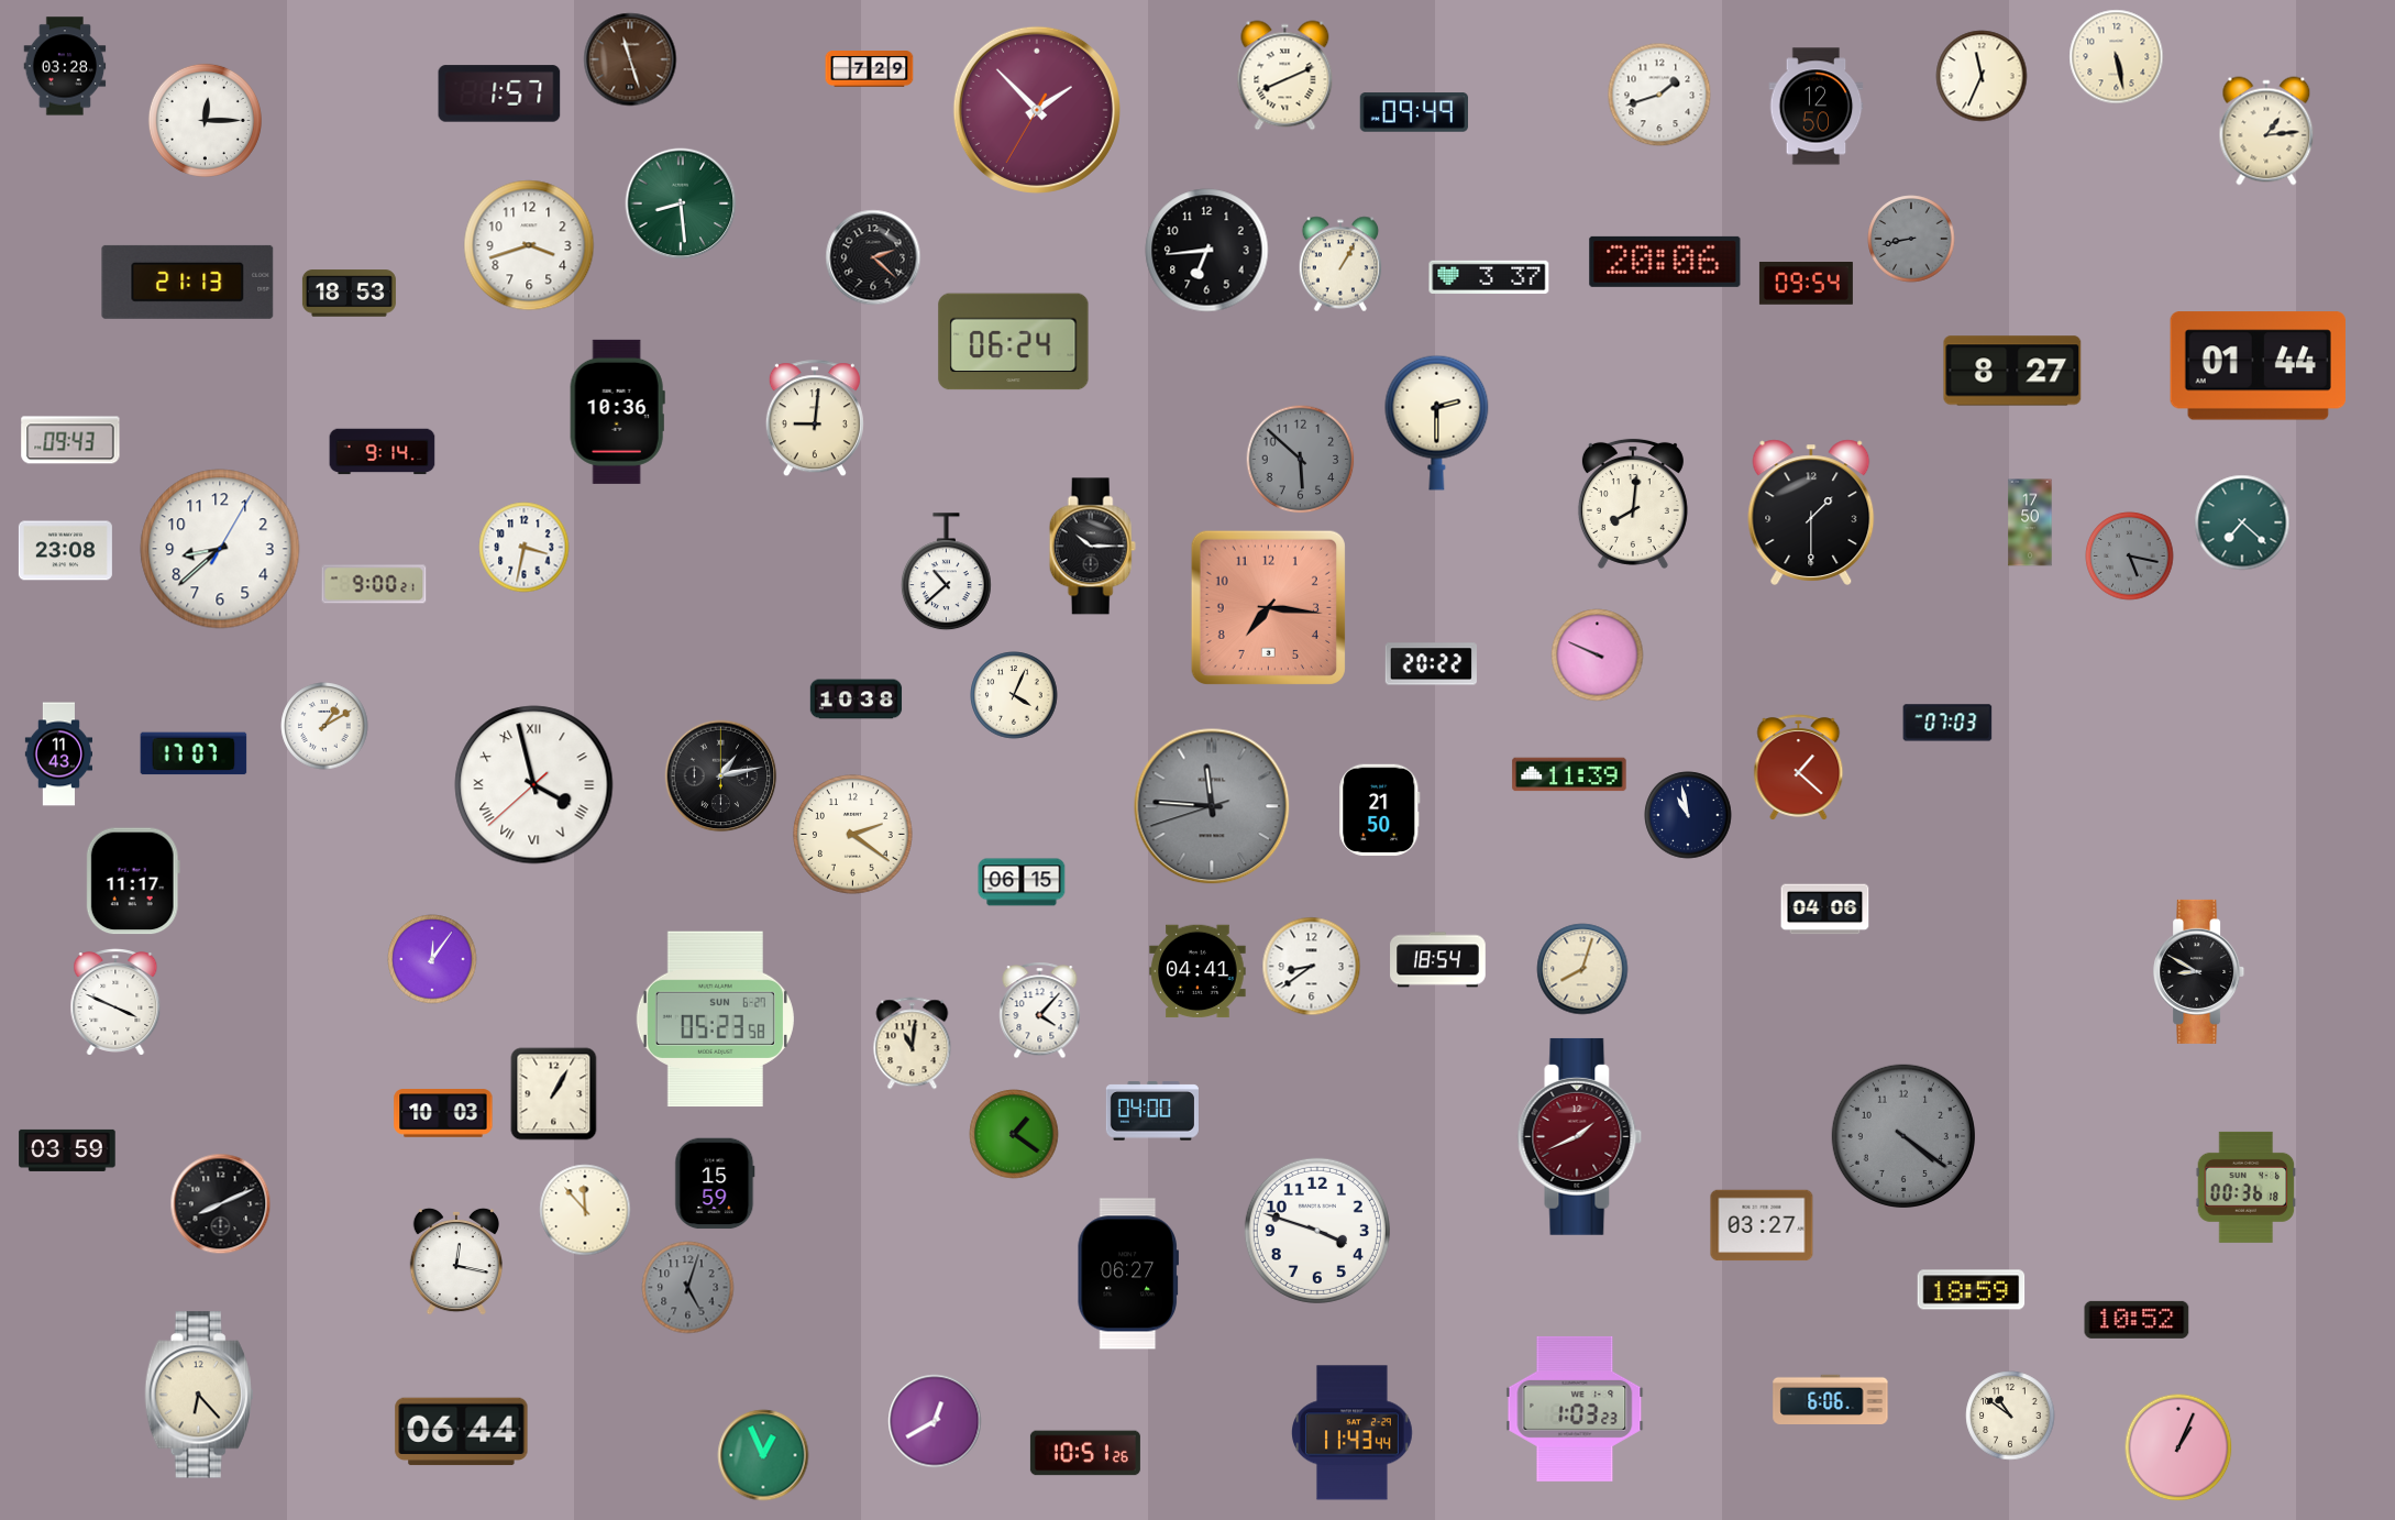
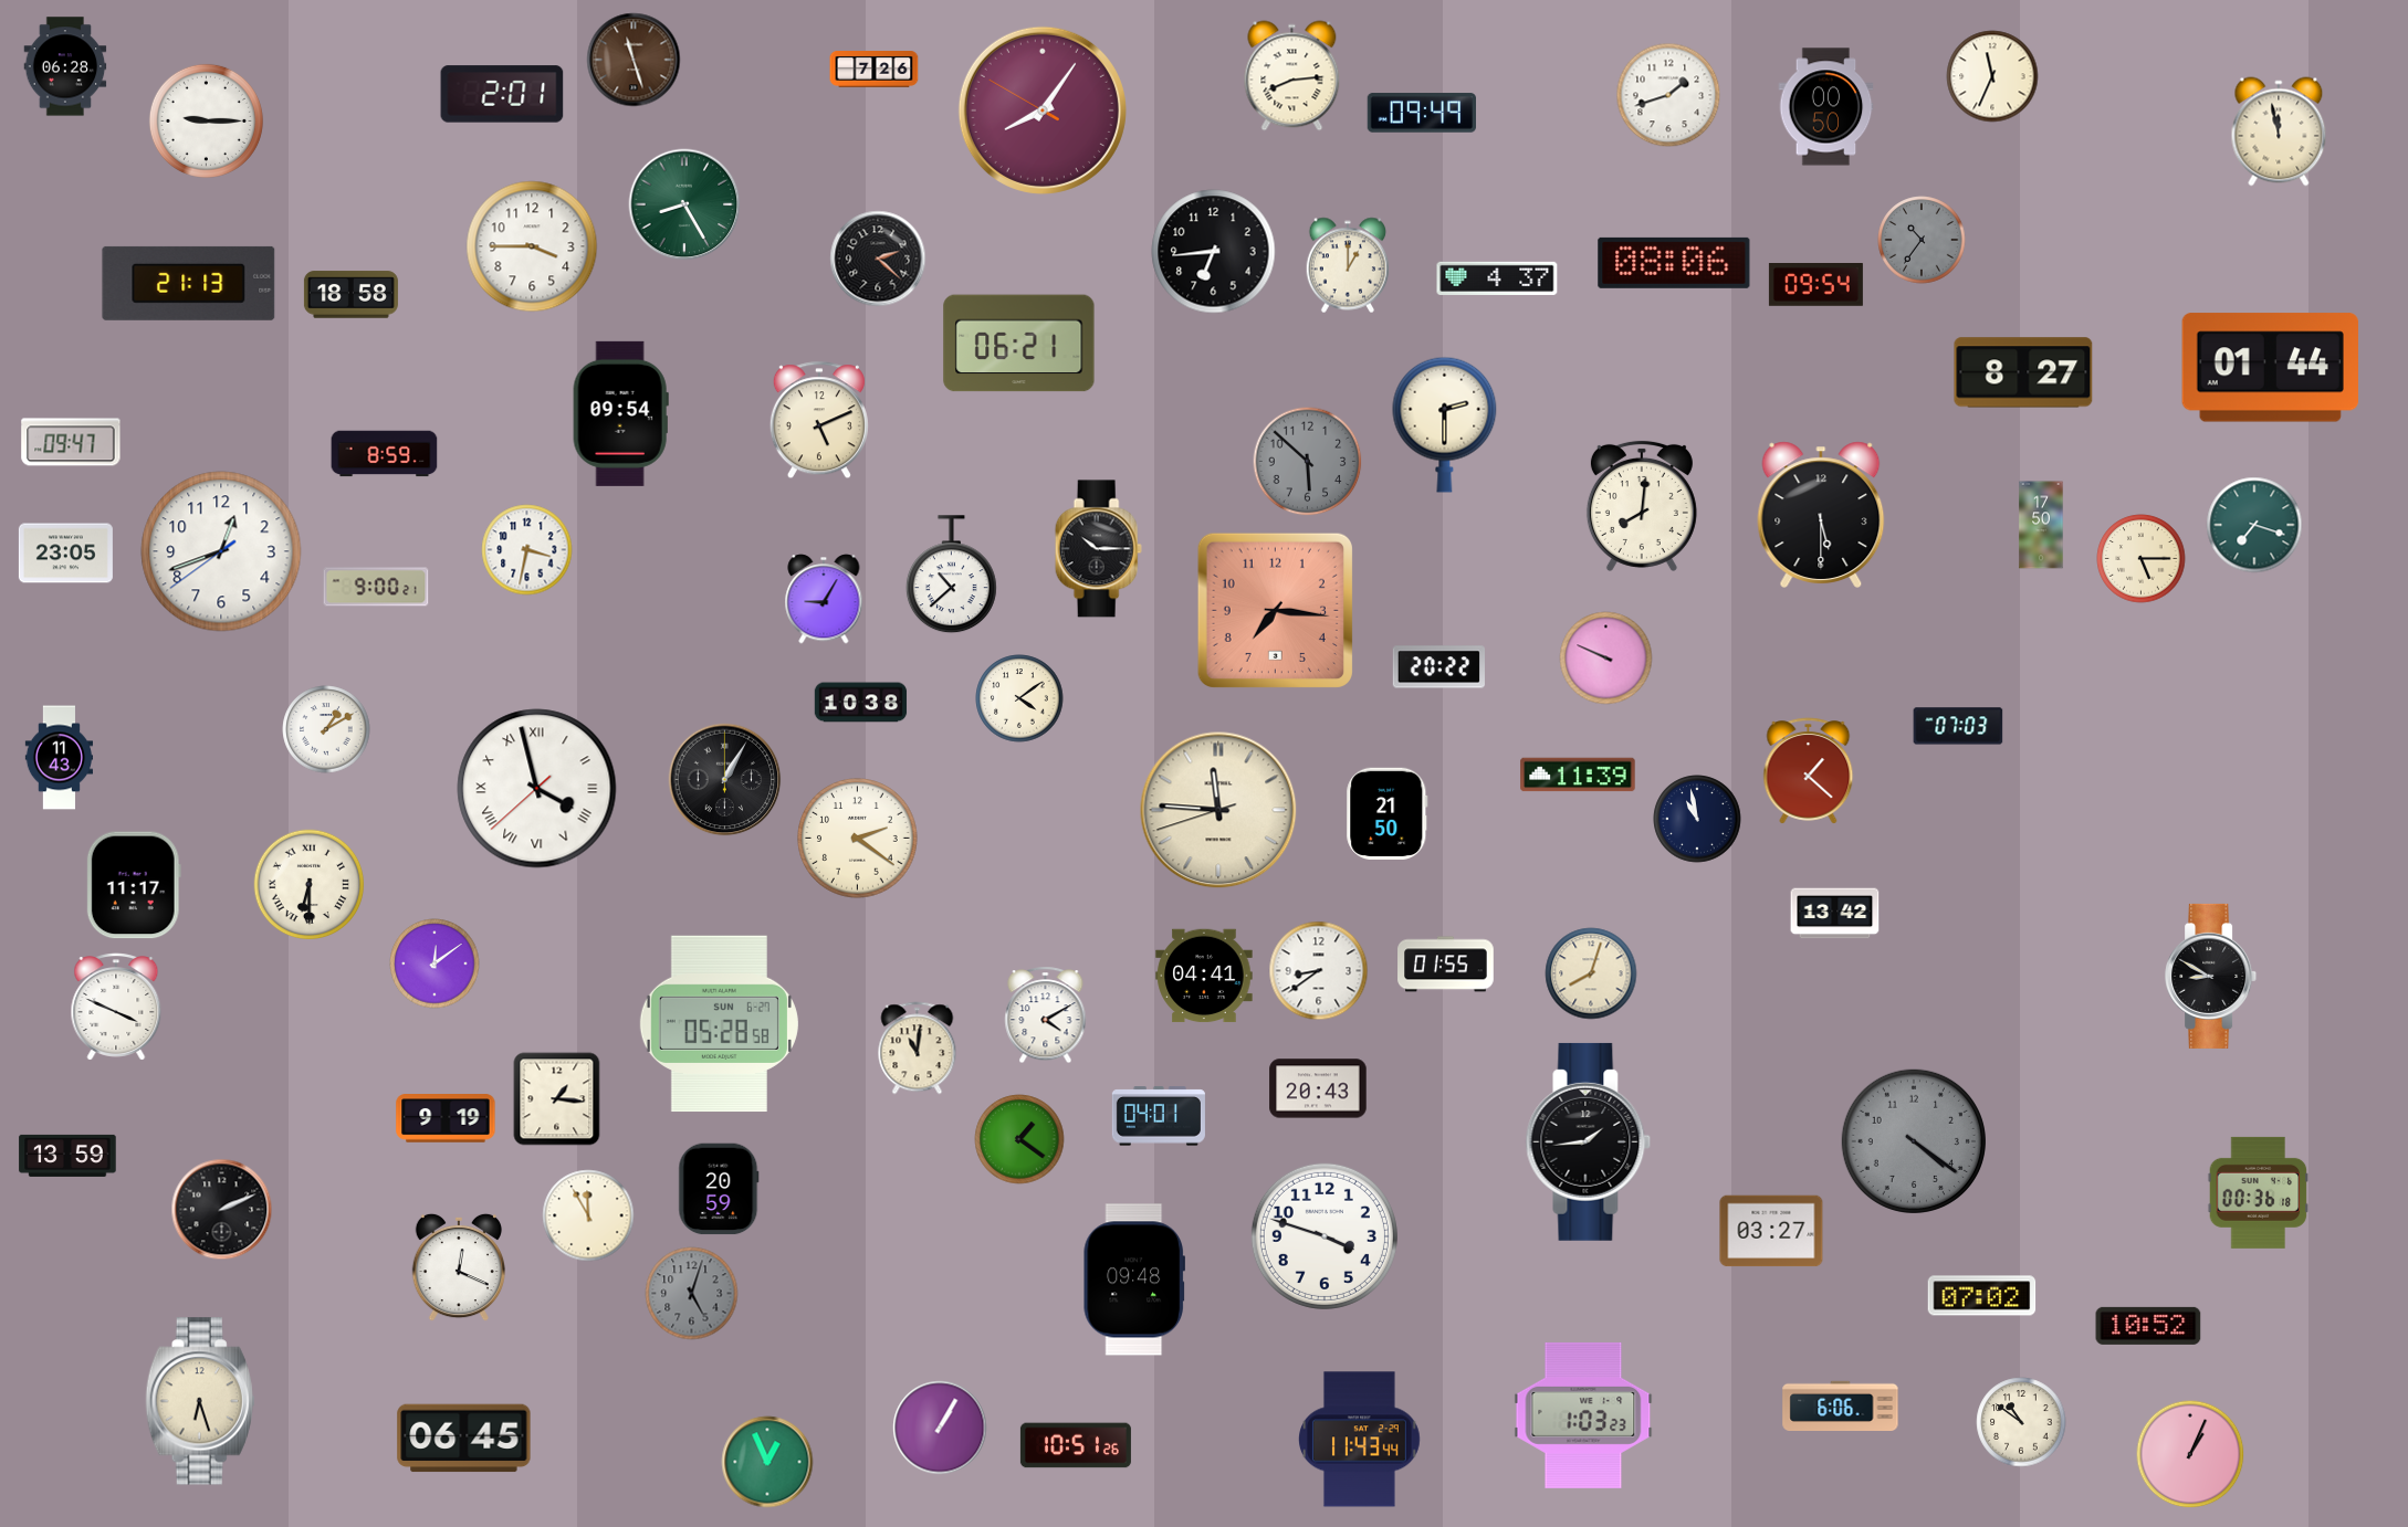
clock at (2117, 57): 5:28 -> none
clock at (65, 66): 03:28 -> 06:28
clock at (870, 69): 7:29 -> 7:26
clock at (1285, 76): 8:11 -> 8:14
clock at (499, 93): 1:57 -> 2:01
clock at (1817, 107): 12:50 -> 00:50
clock at (1037, 110): 1:52 -> 8:05
clock at (205, 120): 12:15 -> 9:15
clock at (2266, 131): 1:14 -> 11:58
clock at (681, 203): 8:29 -> 8:25
clock at (1911, 239): 8:43 -> 10:36
clock at (529, 245): 3:42 -> 3:45
clock at (1665, 262): 20:06 -> 08:06
clock at (1340, 264): 1:05 -> 1:00
clock at (1489, 277): 3:37 -> 4:37
clock at (349, 294): 18:53 -> 18:58
clock at (1014, 342): 06:24 -> 06:21
clock at (617, 411): 10:36 -> 09:54
clock at (815, 419): 9:01 -> 5:11
clock at (70, 440): 09:43 -> 09:47
clock at (383, 452): 9:14 -> 8:59
clock at (1811, 513): 1:30 -> 5:30
clock at (2242, 522): 7:22 -> 7:18
clock at (220, 549): 8:38 -> 12:41
clock at (65, 551): 23:08 -> 23:05
clock at (2130, 557): 5:17 -> 5:15
clock at (2130, 557) dial: grey -> cream
clock at (824, 599): none -> 9:05
clock at (1014, 695): 4:04 -> 4:09
clock at (194, 753): 17:07 -> none
clock at (1569, 774) position: (1569, 774) -> (1578, 775)
clock at (721, 776): 1:13 -> 1:05
clock at (1212, 806) dial: grey -> cream
clock at (310, 885): none -> 6:30
clock at (1022, 882): 06:15 -> none
clock at (1825, 910): 04:06 -> 13:42
clock at (432, 959): 12:06 -> 12:09
clock at (1438, 960): 18:54 -> 01:55
clock at (1040, 1011): 4:07 -> 4:10
clock at (715, 1020): 05:23 -> 05:28
clock at (1318, 1088): none -> 20:43
clock at (554, 1094): 1:05 -> 1:16
clock at (1152, 1111): 04:00 -> 04:01
clock at (443, 1113): 10:03 -> 9:19
clock at (1580, 1136): 1:41 -> 1:44
clock at (1580, 1136) dial: burgundy -> black
clock at (67, 1150): 03:59 -> 13:59
clock at (715, 1183): 15:59 -> 20:59
clock at (221, 1204): 8:11 -> 2:11
clock at (585, 1210): 11:53 -> 11:55
clock at (455, 1262): 12:17 -> 12:19
clock at (1127, 1274): 06:27 -> 09:48
clock at (1972, 1290): 18:59 -> 07:02
clock at (199, 1395): 6:23 -> 6:27
clock at (935, 1421): 12:40 -> 1:05
clock at (462, 1432): 06:44 -> 06:45
clock at (1085, 1453) position: (1085, 1453) -> (1076, 1445)
